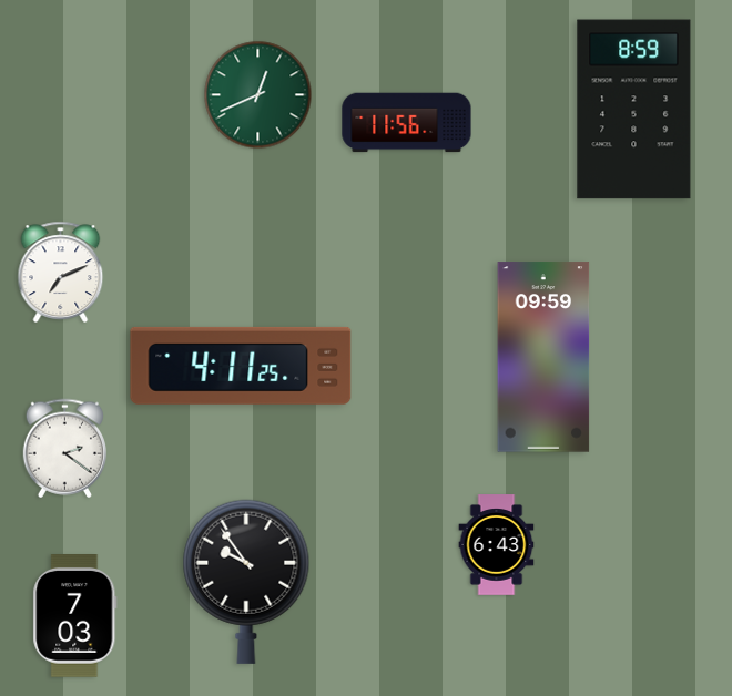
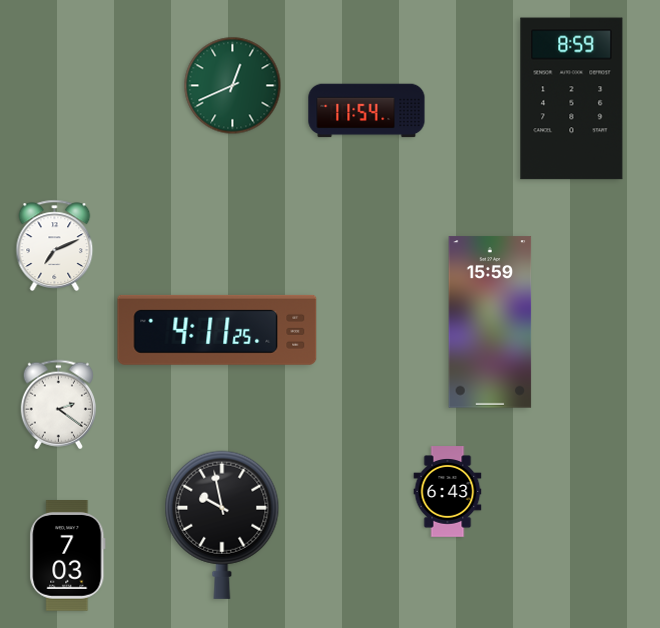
clock at (407, 123): 11:56 -> 11:54
clock at (543, 357): 09:59 -> 15:59
clock at (246, 582): 9:54 -> 9:58
